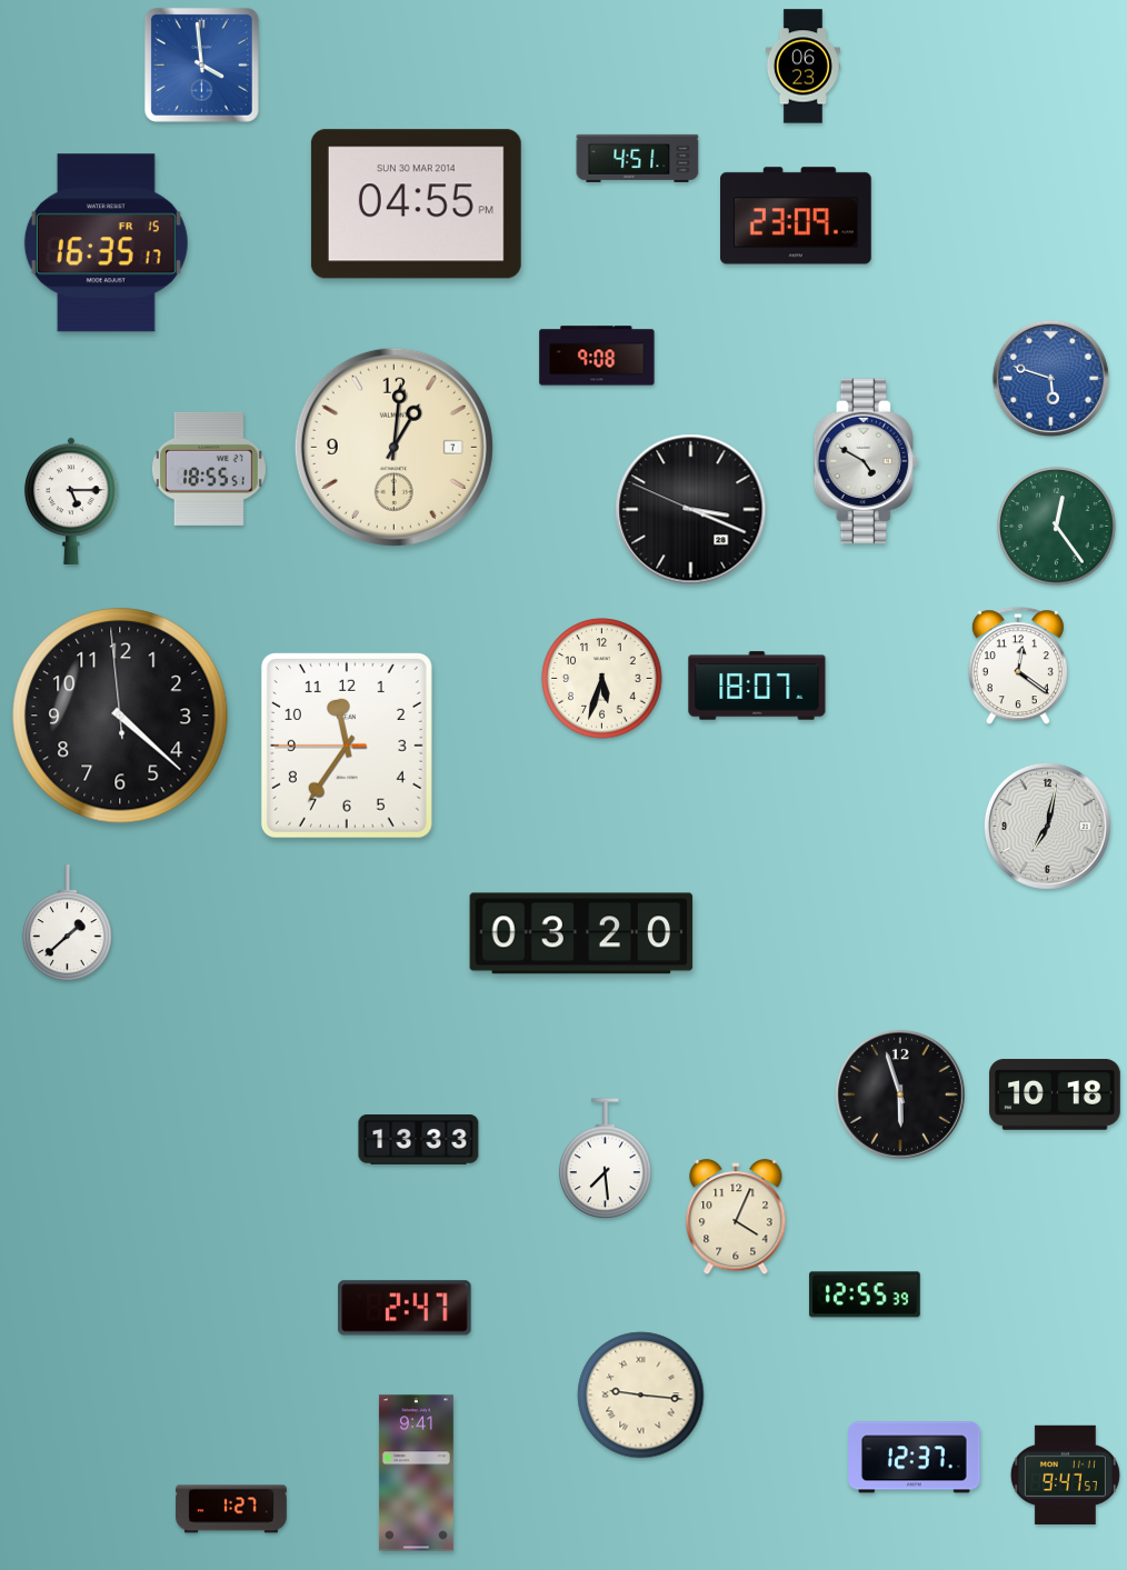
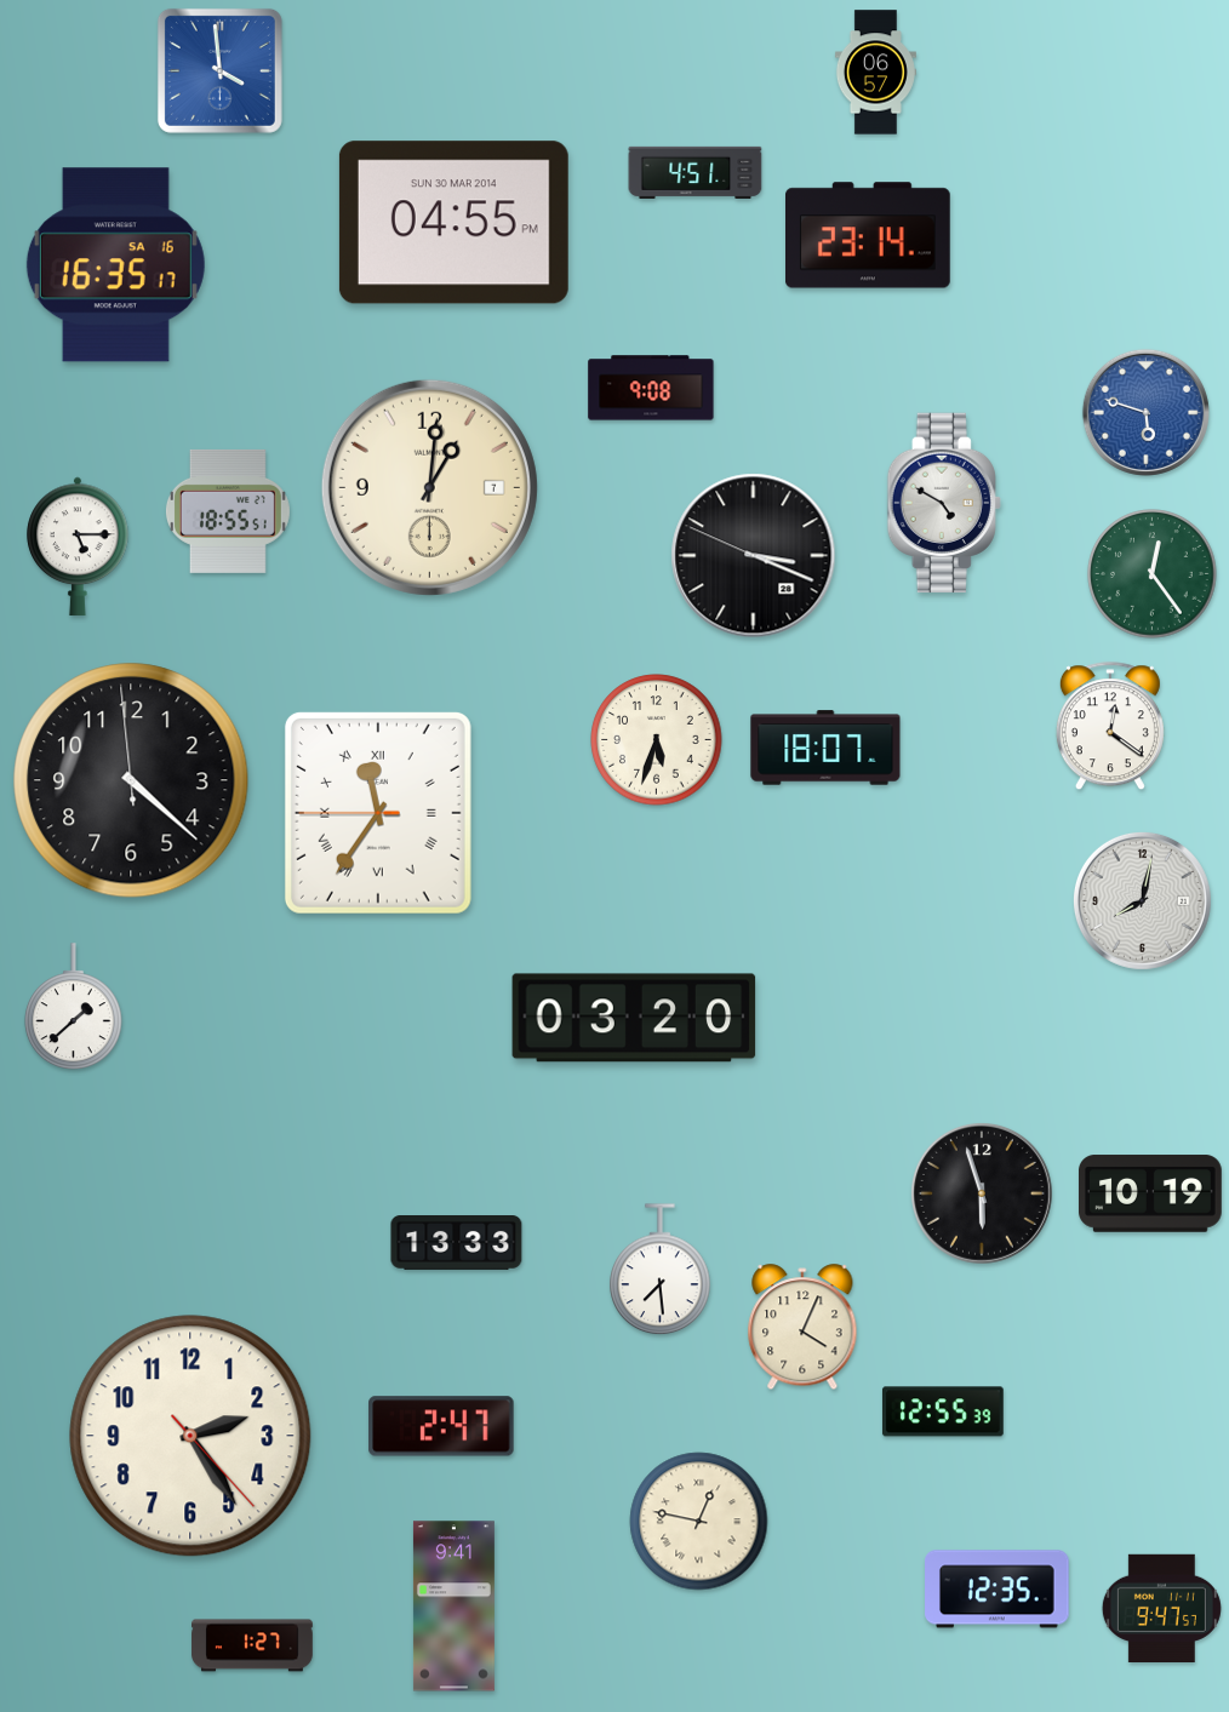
clock at (802, 67): 06:23 -> 06:57
clock at (797, 216): 23:09 -> 23:14
clock at (106, 243) date: FR 15 -> SA 16
clock at (347, 746) numerals: Arabic -> Roman
clock at (1047, 826): 7:02 -> 8:02
clock at (1056, 1094): 10:18 -> 10:19
clock at (606, 1159) position: (606, 1159) -> (661, 1270)
clock at (190, 1436): none -> 2:24
clock at (641, 1396): 9:16 -> 12:47
clock at (915, 1458): 12:37 -> 12:35
